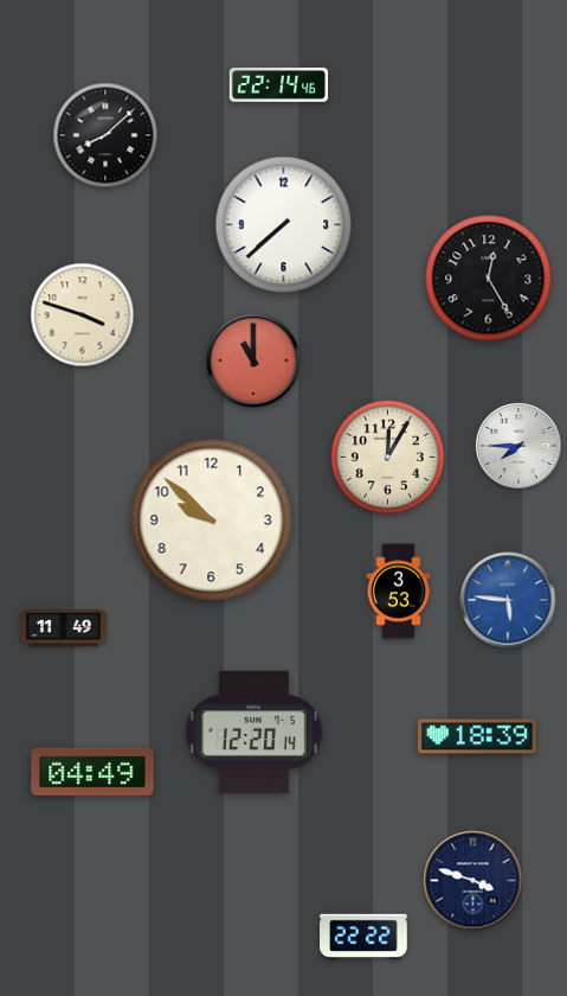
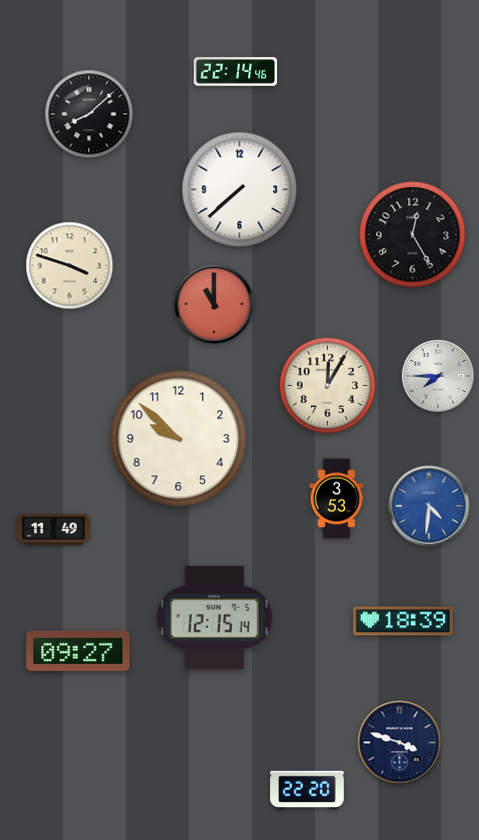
clock at (508, 600): 5:46 -> 4:31
clock at (254, 732): 12:20 -> 12:15
clock at (92, 772): 04:49 -> 09:27
clock at (363, 937): 22:22 -> 22:20
